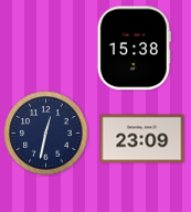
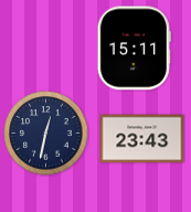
clock at (134, 49): 15:38 -> 15:11
clock at (142, 139): 23:09 -> 23:43
